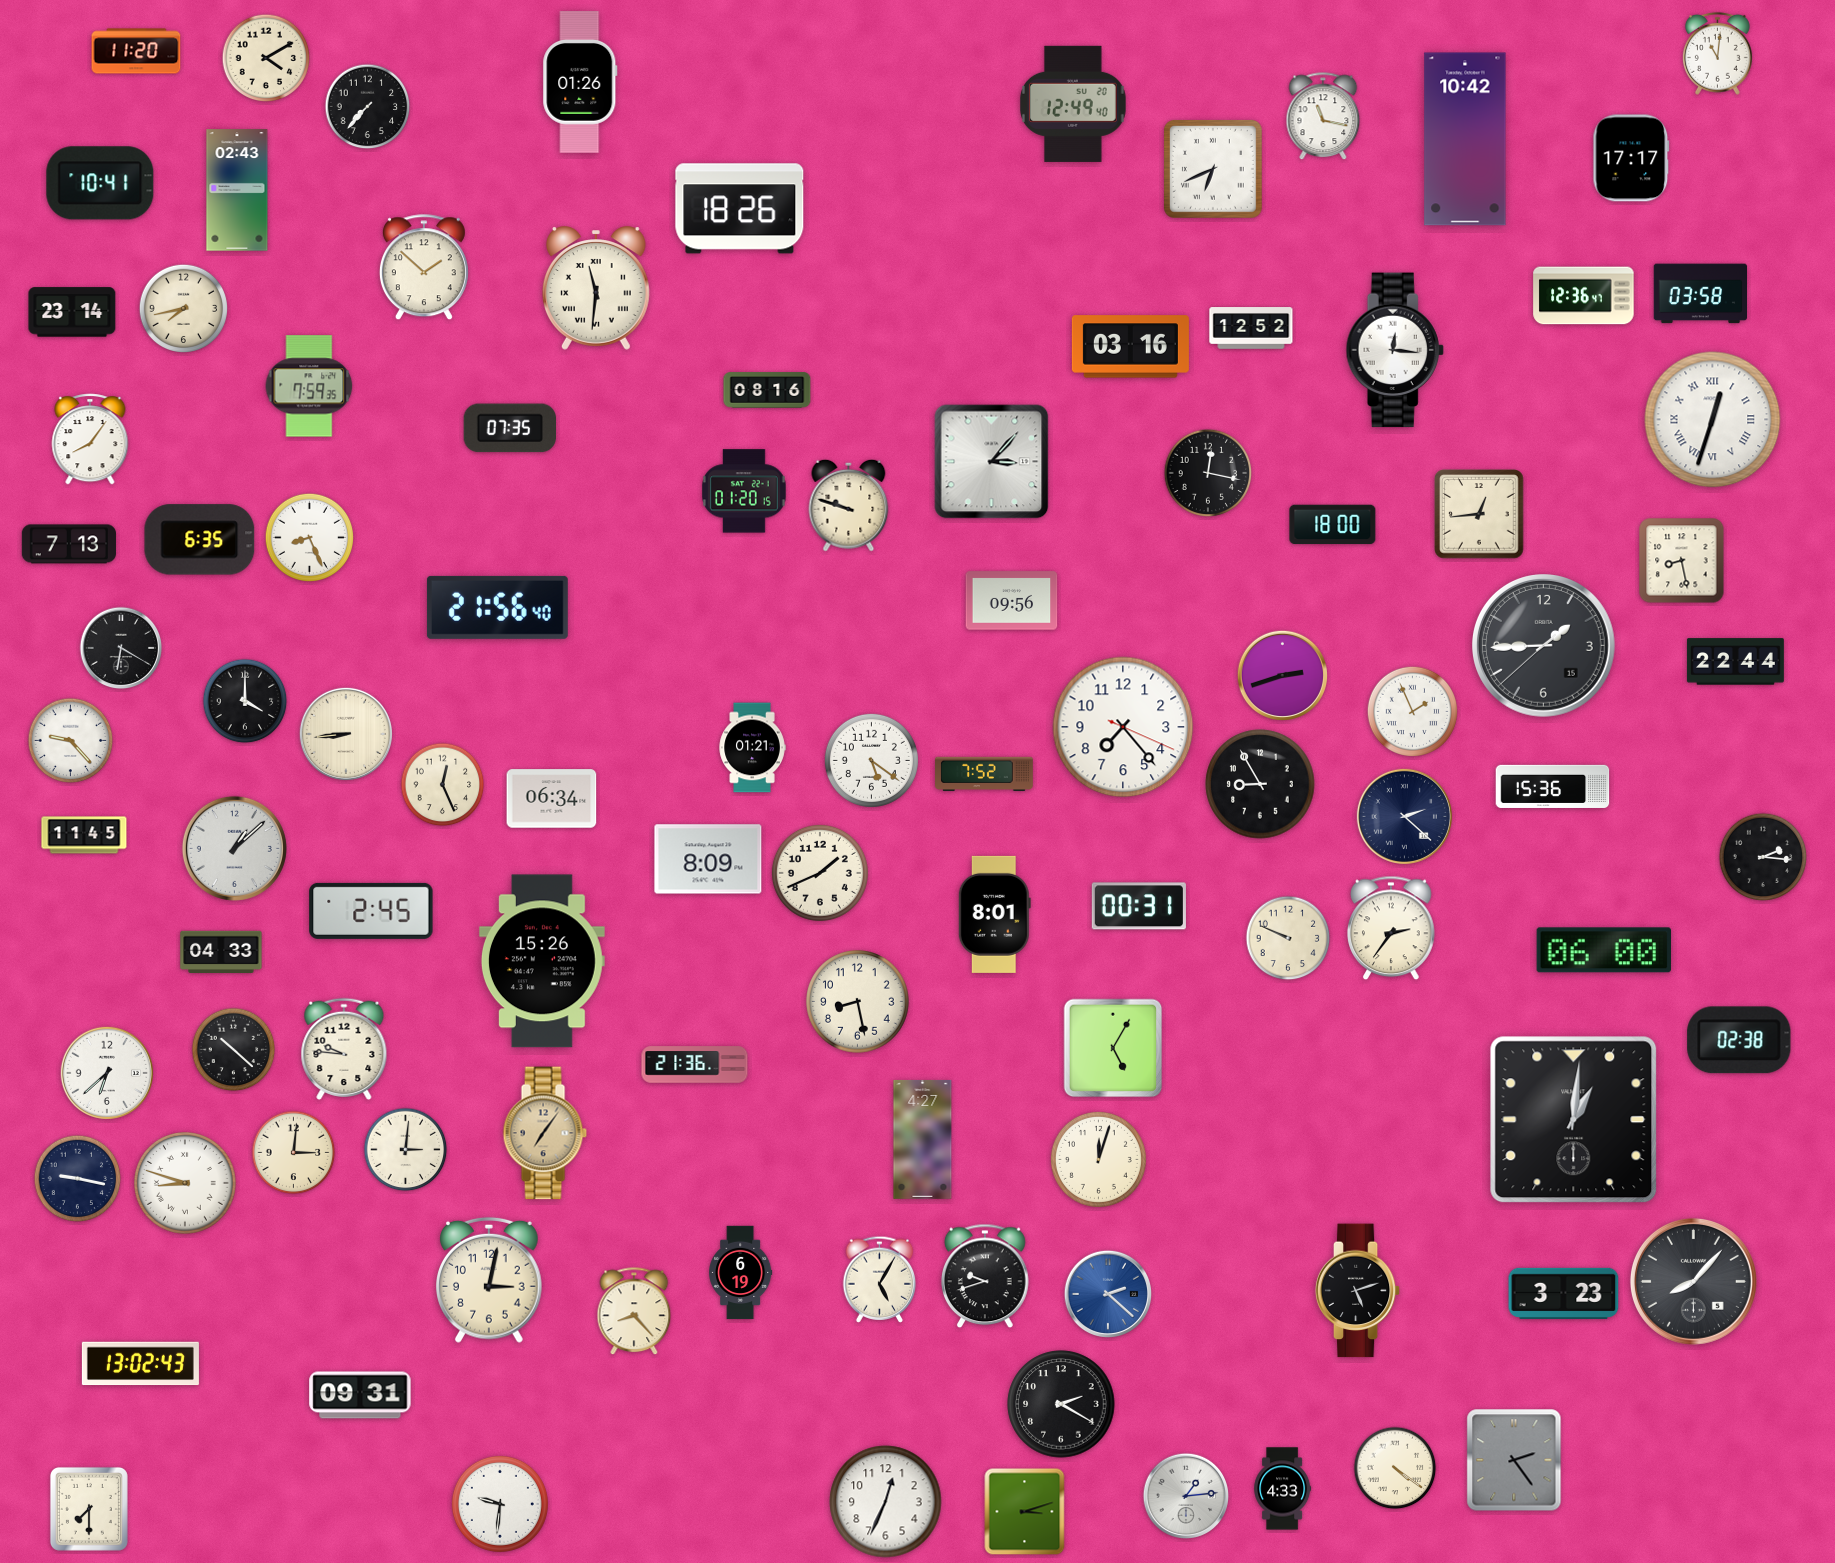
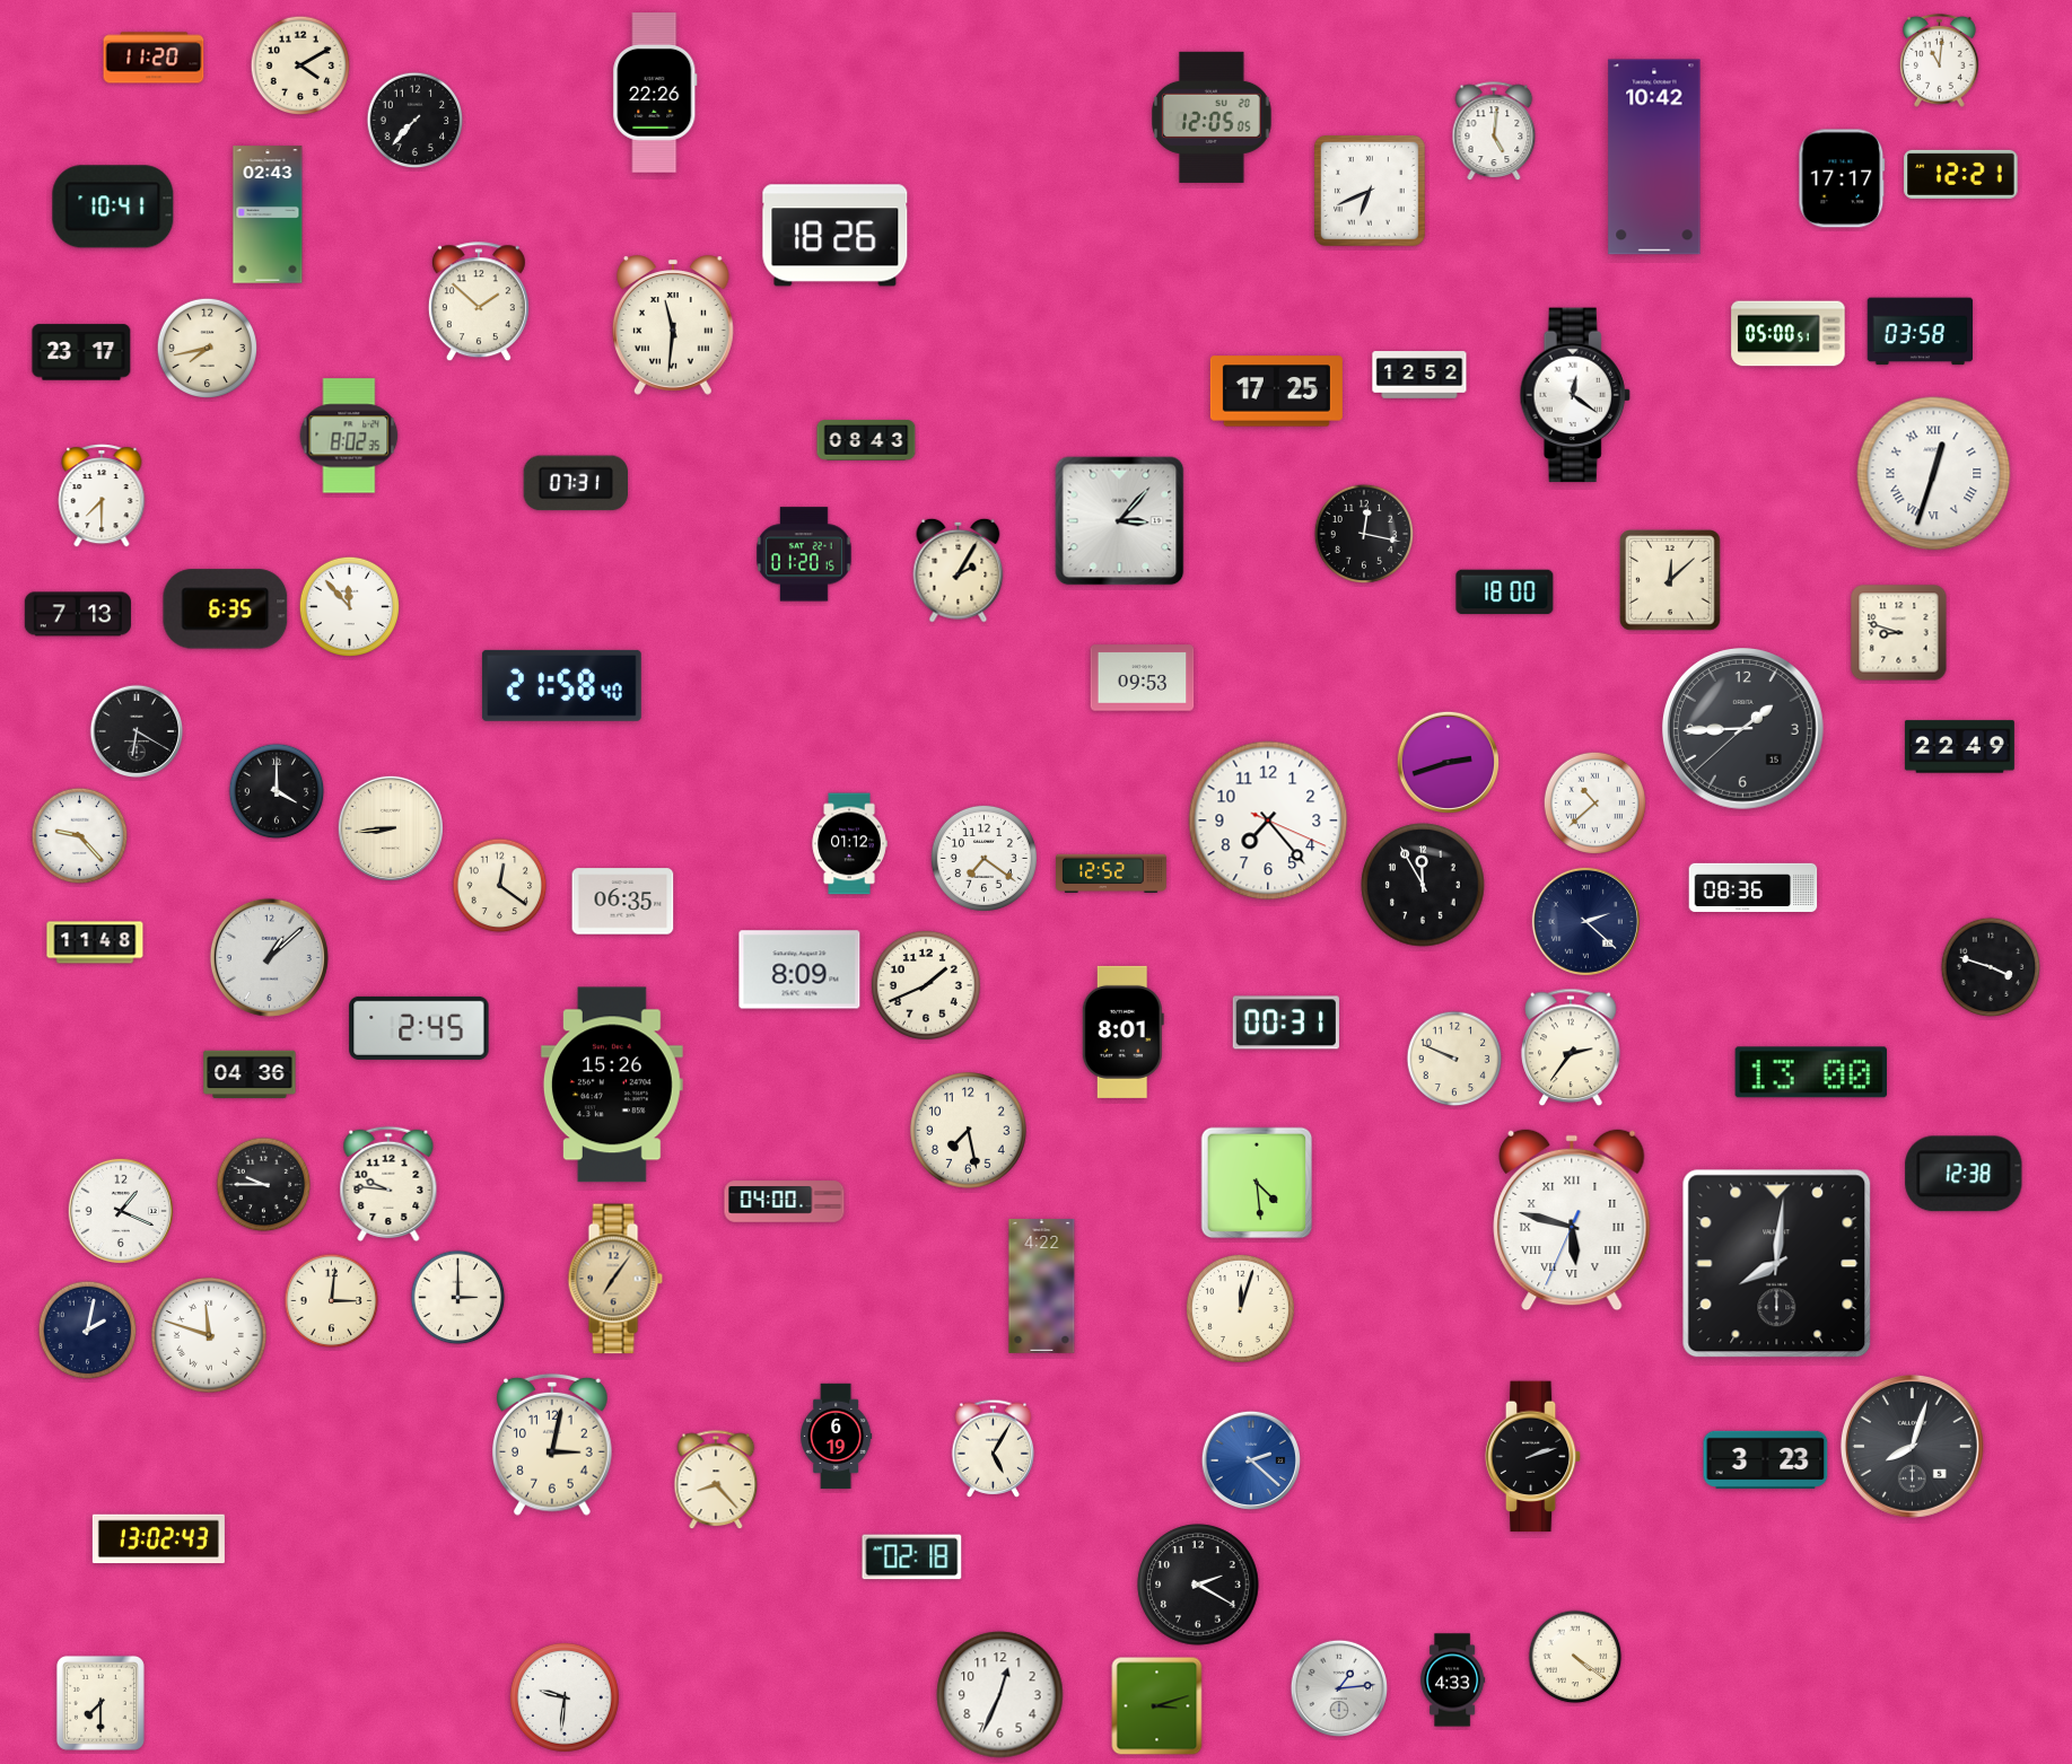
clock at (580, 82): 01:26 -> 22:26
clock at (1074, 104): 12:49 -> 12:05
clock at (1323, 117): 11:17 -> 5:01
clock at (1961, 174): none -> 12:21
clock at (1584, 296): 12:36 -> 05:00
clock at (72, 312): 23:14 -> 23:17
clock at (1251, 328) position: (1251, 328) -> (1419, 375)
clock at (1130, 347): 03:16 -> 17:25
clock at (1395, 350): 12:16 -> 12:21
clock at (309, 386): 7:59 -> 8:02
clock at (767, 390): 08:16 -> 08:43
clock at (510, 428): 07:35 -> 07:31
clock at (90, 439): 8:06 -> 7:30
clock at (745, 491) position: (745, 491) -> (805, 554)
clock at (849, 505): 9:48 -> 2:05
clock at (1479, 514): 12:44 -> 12:08
clock at (310, 538): 8:26 -> 11:53
clock at (1682, 561): 8:28 -> 8:48
clock at (1012, 601): 09:56 -> 09:53
clock at (497, 607): 21:56 -> 21:58
clock at (1735, 662): 22:44 -> 22:49
clock at (1412, 711): 1:56 -> 10:38
clock at (752, 748): 01:21 -> 01:12
clock at (871, 760): 5:21 -> 7:21
clock at (985, 774): 7:52 -> 12:52
clock at (1260, 784): 8:55 -> 11:55
clock at (443, 785): 12:26 -> 12:21
clock at (1553, 786): 15:36 -> 08:36
clock at (552, 799): 06:34 -> 06:35
clock at (84, 835): 11:45 -> 11:48
clock at (234, 848) position: (234, 848) -> (269, 957)
clock at (1763, 857): 2:16 -> 3:48
clock at (1603, 950): 06:00 -> 13:00
clock at (221, 951): 04:33 -> 04:36
clock at (858, 1002): 8:28 -> 7:28
clock at (1739, 1040): 02:38 -> 12:38
clock at (1113, 1048): 5:05 -> 4:29
clock at (234, 1050): 10:22 -> 9:45
clock at (695, 1065): 21:36 -> 04:00
clock at (107, 1073): 6:38 -> 1:19
clock at (1572, 1220): none -> 5:47
clock at (1574, 1120): 1:01 -> 8:01
clock at (923, 1139): 4:27 -> 4:22
clock at (406, 1150): 3:01 -> 3:00
clock at (78, 1179): 9:17 -> 2:02
clock at (186, 1184): 8:48 -> 11:48
clock at (985, 1276): 9:42 -> none
clock at (880, 1279) position: (880, 1279) -> (994, 1448)
clock at (1693, 1281): 8:07 -> 8:03
clock at (1358, 1291): 5:12 -> 2:12
clock at (912, 1557): none -> 02:18
clock at (360, 1395): 09:31 -> none
clock at (1514, 1460): 2:24 -> none
clock at (1283, 1489) position: (1283, 1489) -> (1453, 1680)
